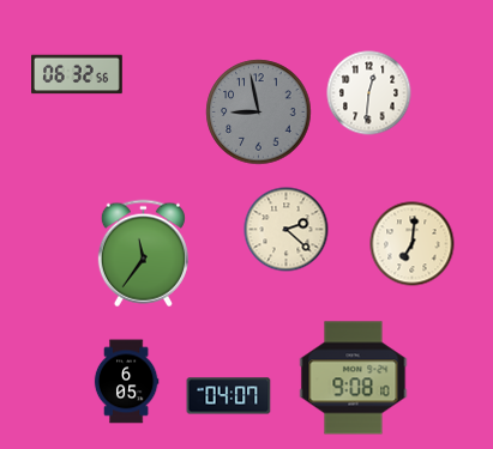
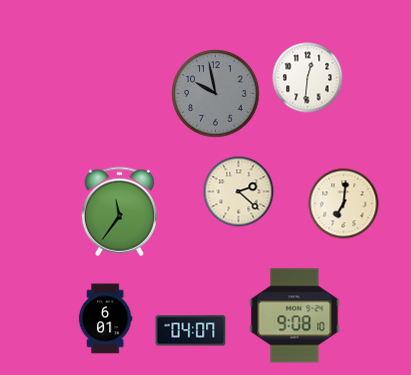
clock at (77, 74): 06:32 -> none
clock at (259, 113): 8:58 -> 9:58
clock at (126, 382): 6:05 -> 6:01
